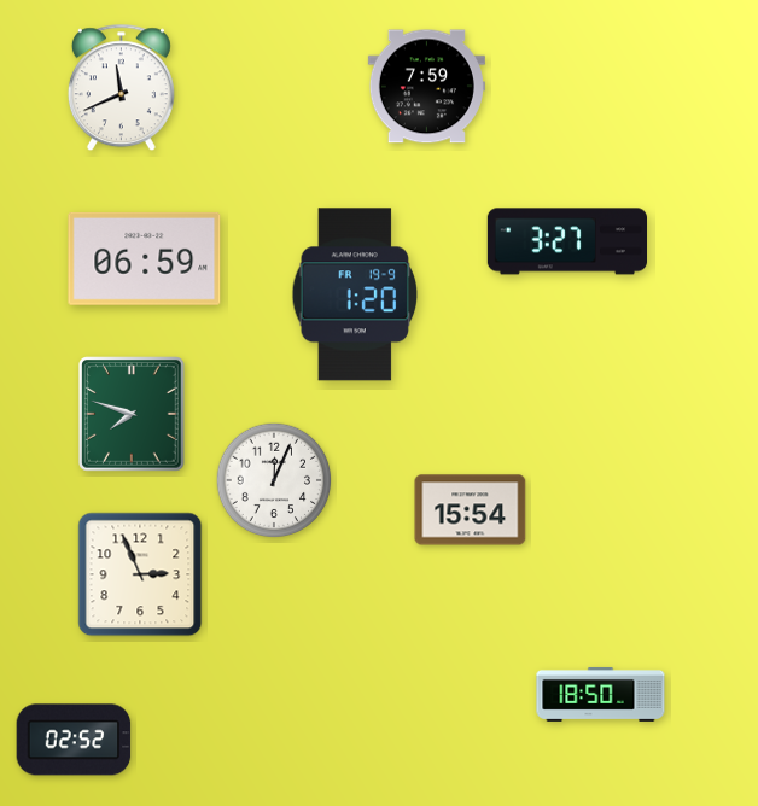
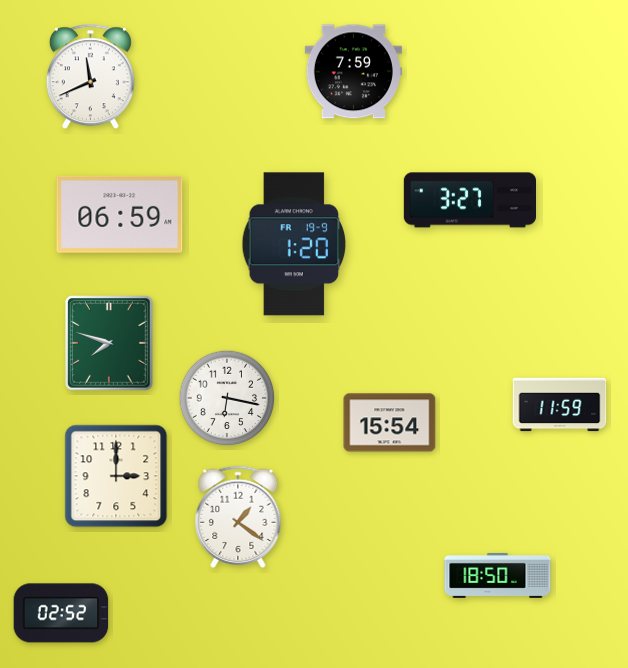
clock at (121, 88) position: (121, 88) -> (90, 77)
clock at (274, 480): 12:04 -> 6:17
clock at (560, 405): none -> 11:59
clock at (140, 574): 2:56 -> 3:00
clock at (238, 517): none -> 1:21
